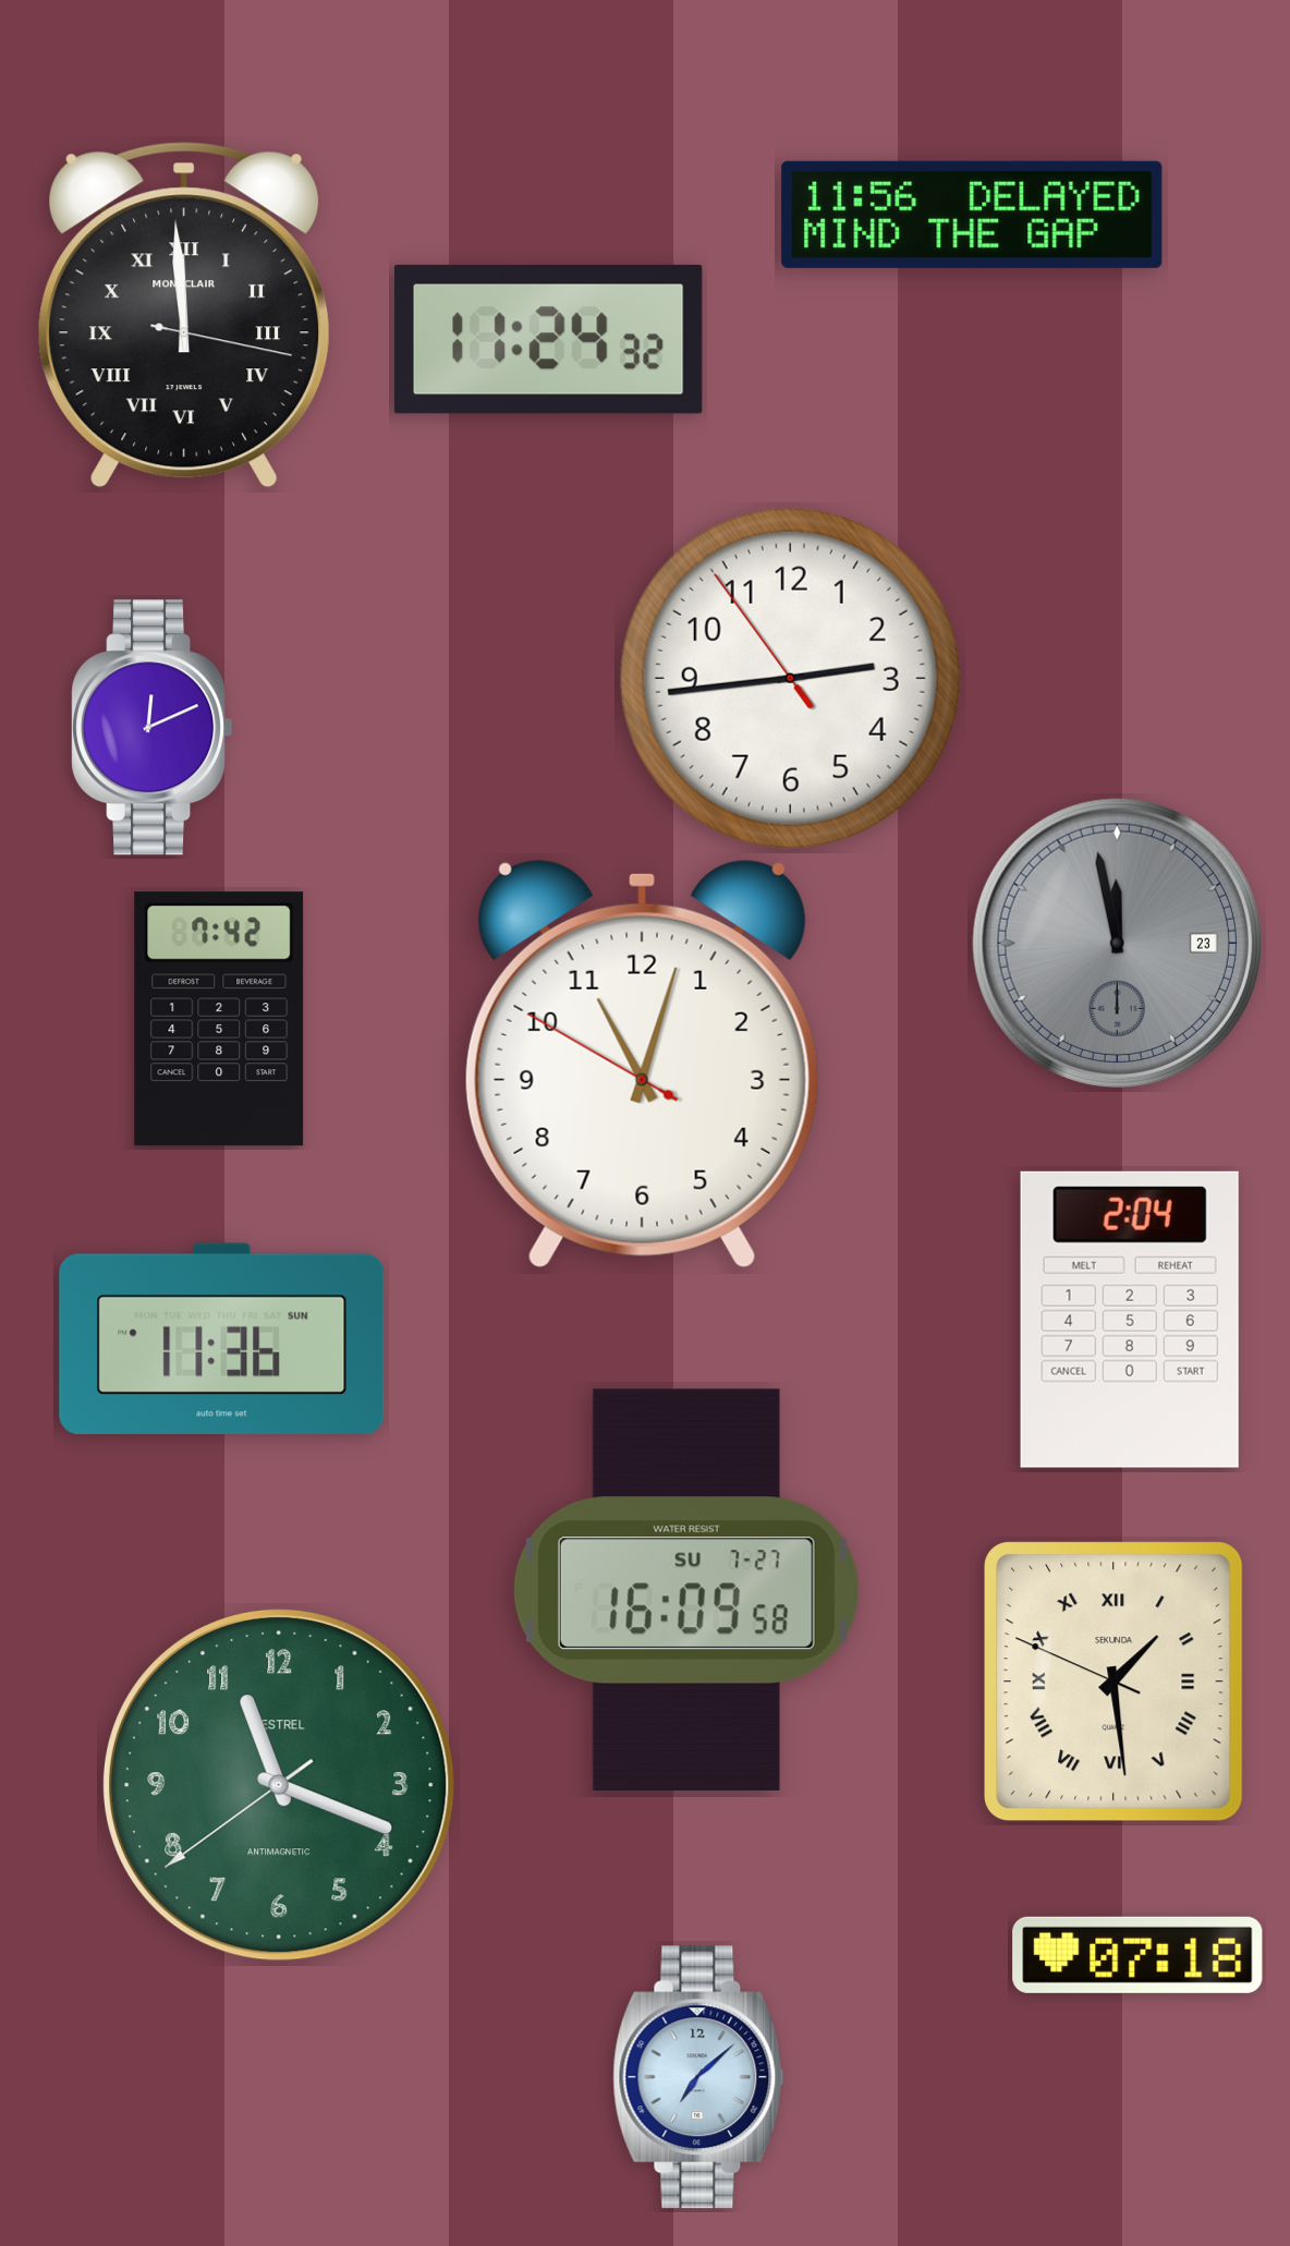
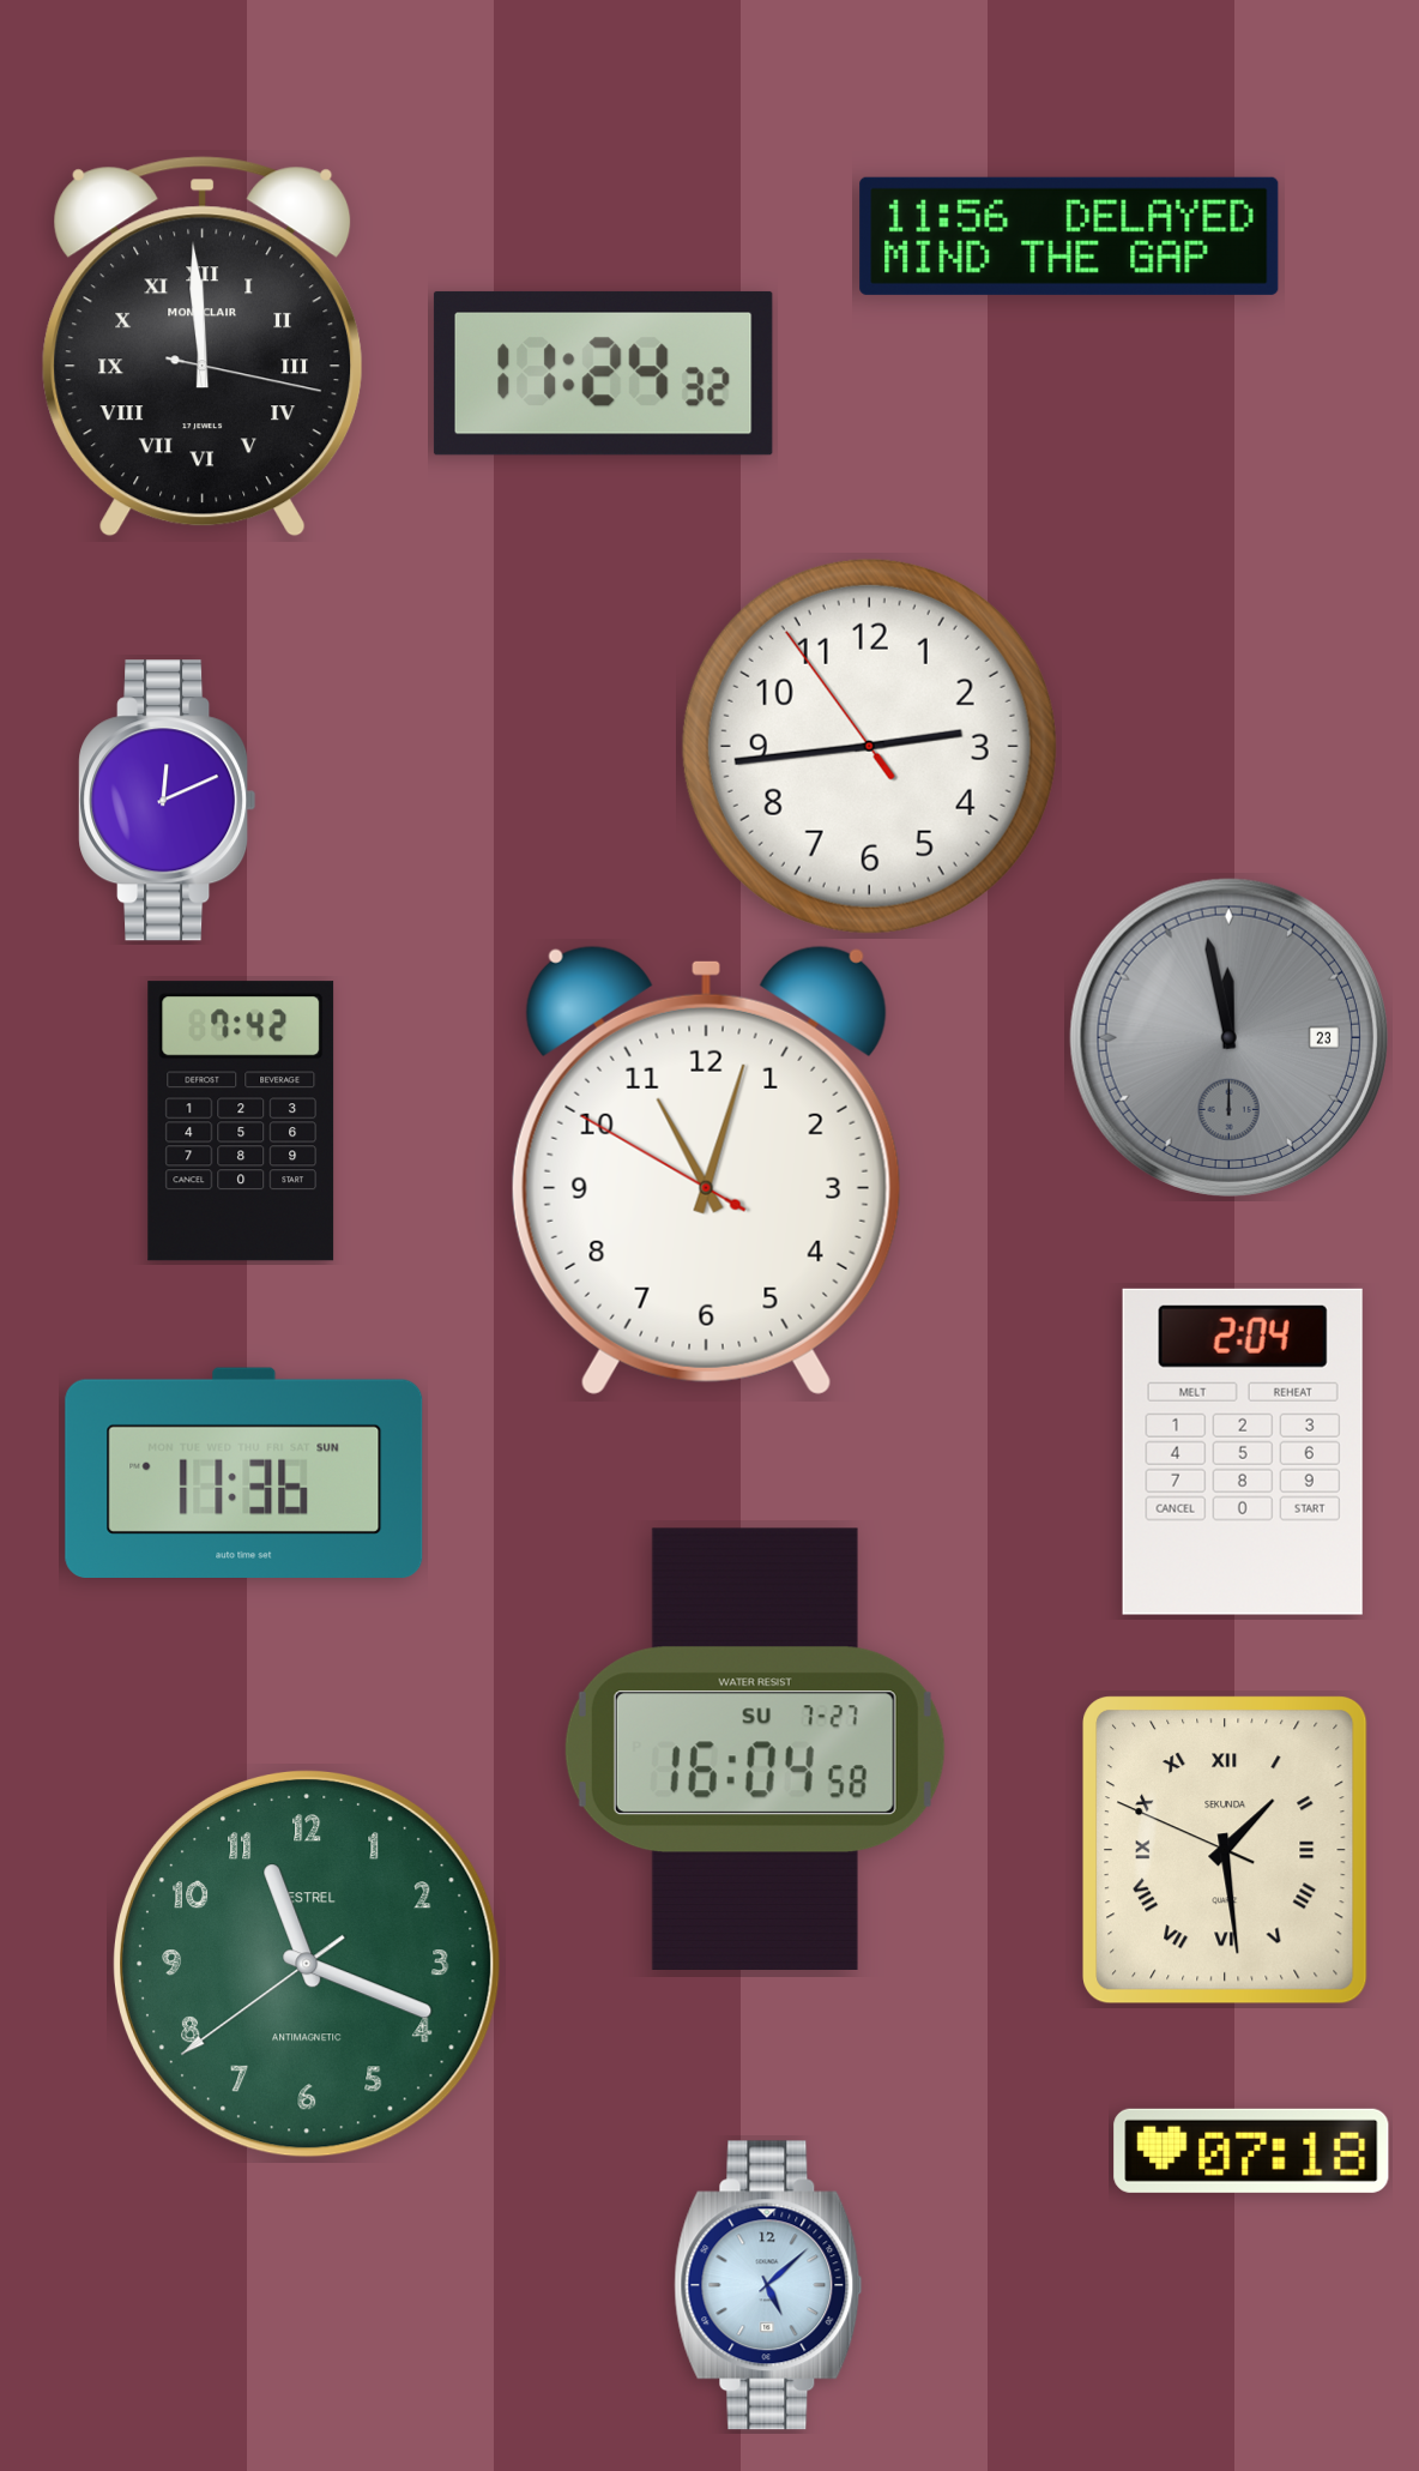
clock at (686, 1590): 16:09 -> 16:04
clock at (698, 2077): 7:08 -> 5:08
